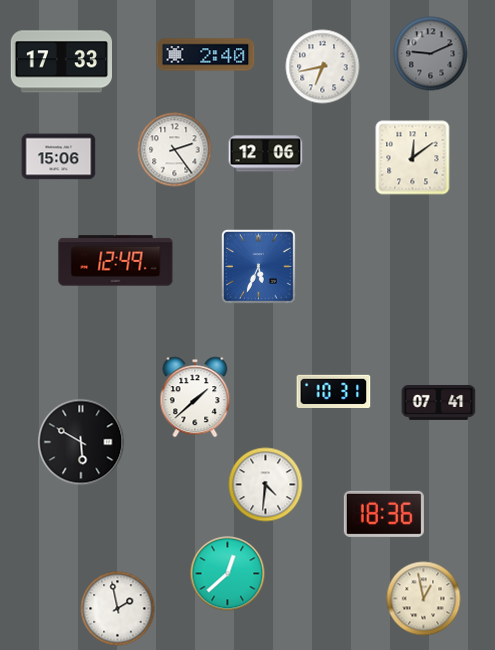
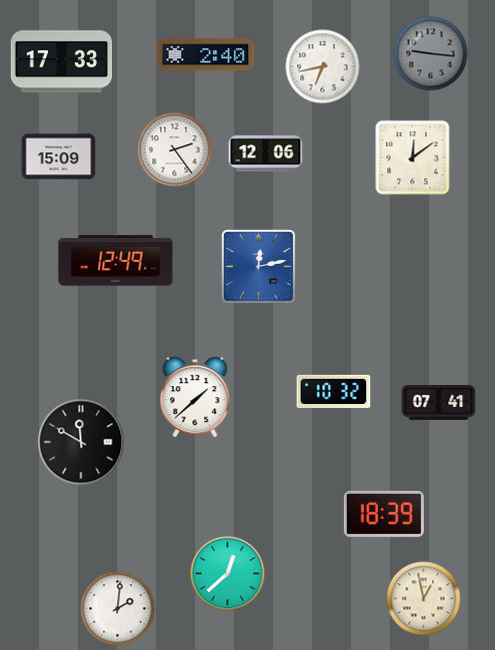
clock at (431, 54): 9:11 -> 9:16
clock at (59, 157): 15:06 -> 15:09
clock at (259, 267): 5:34 -> 12:13
clock at (334, 391): 10:31 -> 10:32
clock at (81, 442): 5:50 -> 11:50
clock at (266, 485): 4:31 -> none
clock at (384, 514): 18:36 -> 18:39
clock at (118, 609): 1:58 -> 2:01
